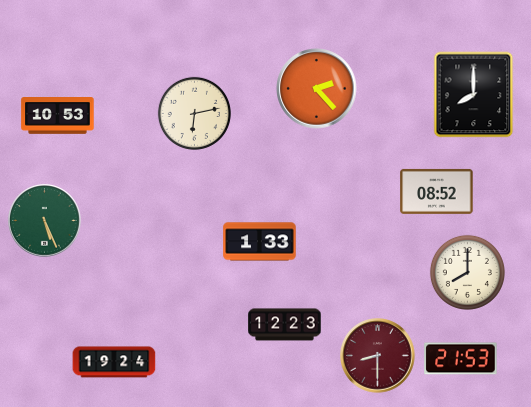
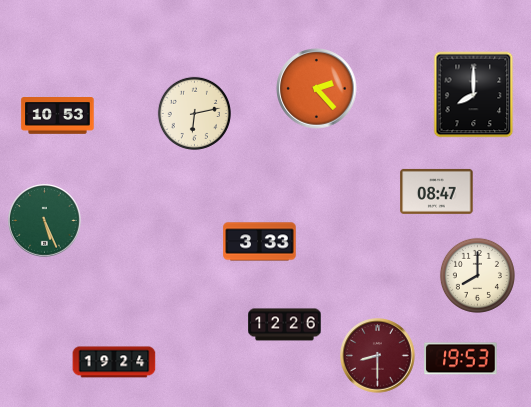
clock at (437, 191): 08:52 -> 08:47
clock at (260, 242): 1:33 -> 3:33
clock at (467, 272) position: (467, 272) -> (477, 275)
clock at (285, 325): 12:23 -> 12:26
clock at (461, 359): 21:53 -> 19:53
